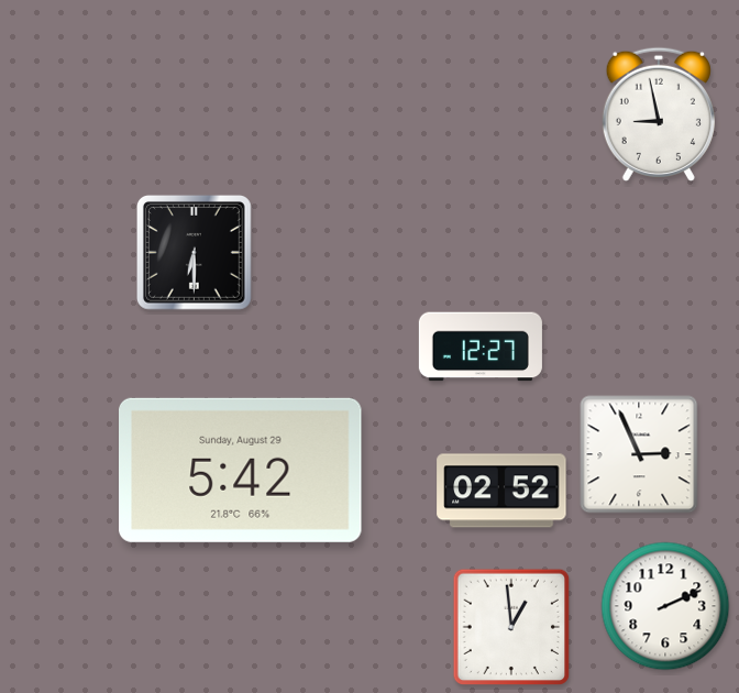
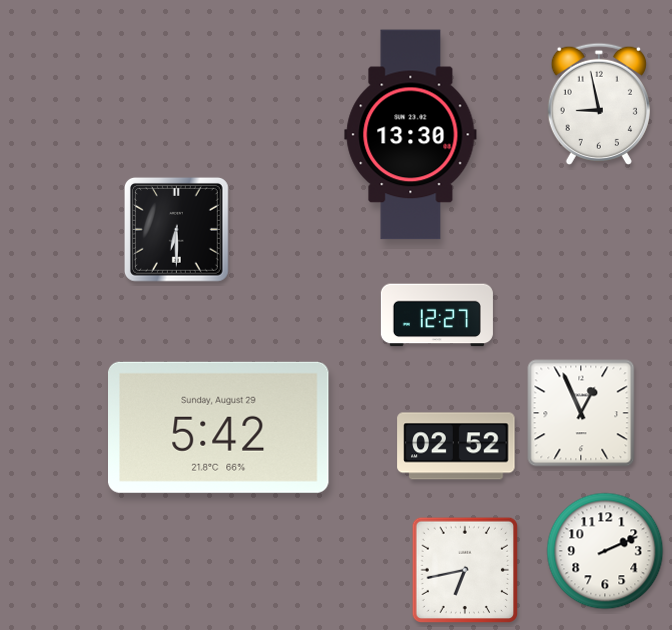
clock at (411, 135): none -> 13:30
clock at (639, 454): 2:56 -> 12:56
clock at (511, 627): 12:59 -> 6:43
